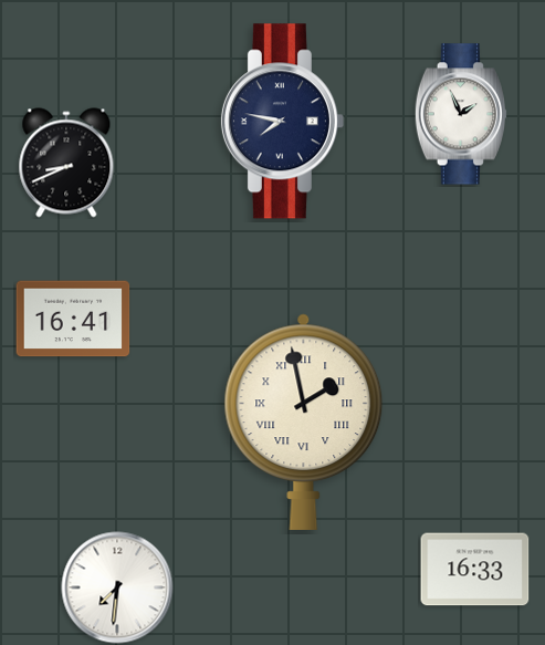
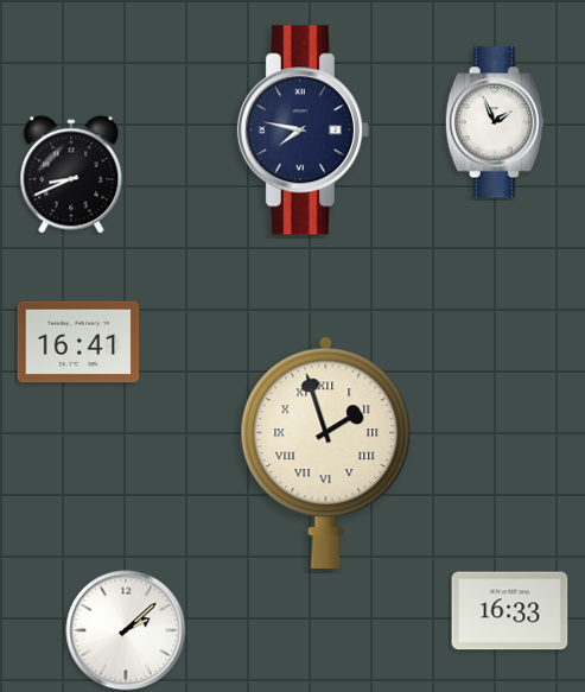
clock at (304, 422): 1:58 -> 1:57
clock at (117, 587): 7:31 -> 2:08
